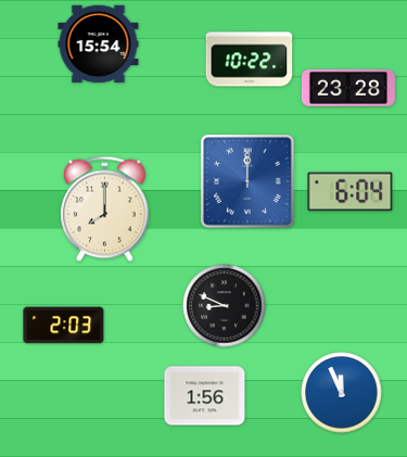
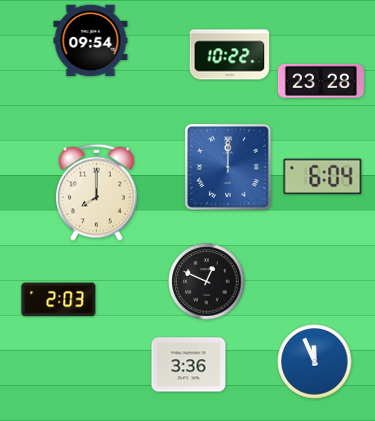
clock at (99, 45): 15:54 -> 09:54
clock at (225, 306): 8:49 -> 12:49
clock at (205, 396): 1:56 -> 3:36
